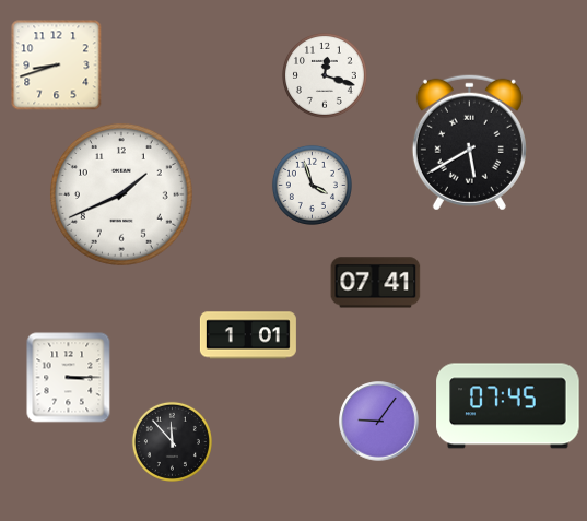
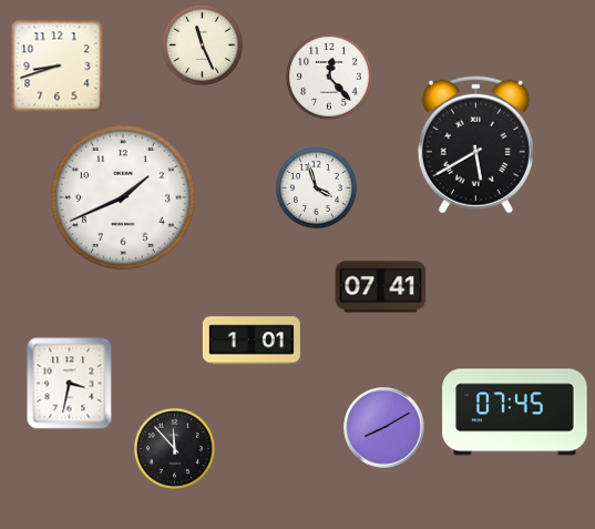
clock at (202, 44): none -> 11:26
clock at (325, 75): 12:18 -> 12:23
clock at (69, 378): 3:15 -> 3:32
clock at (379, 422): 9:06 -> 8:10
